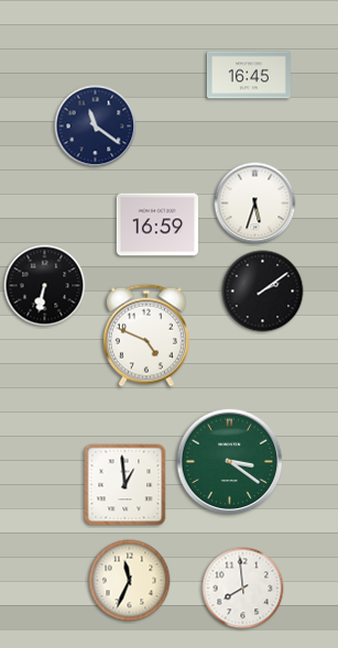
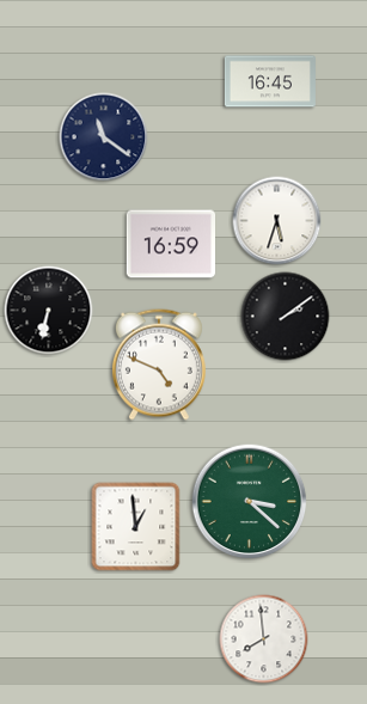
clock at (230, 462): 3:21 -> 3:22
clock at (130, 581): 11:34 -> none
